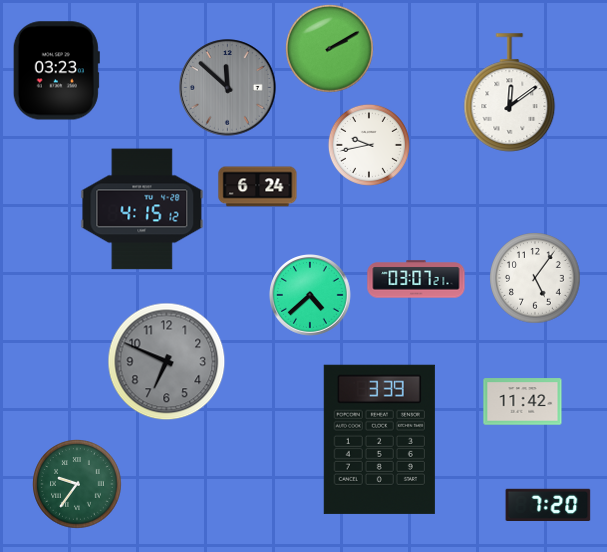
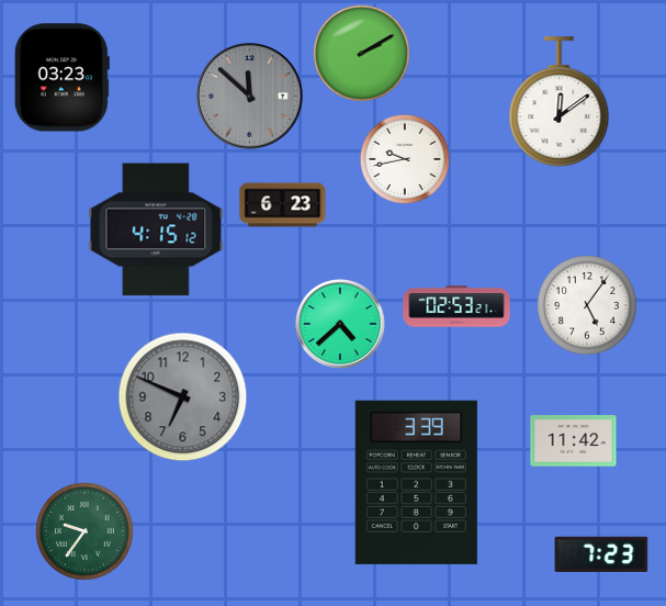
clock at (258, 187): 6:24 -> 6:23
clock at (416, 279): 03:07 -> 02:53
clock at (548, 504): 7:20 -> 7:23
